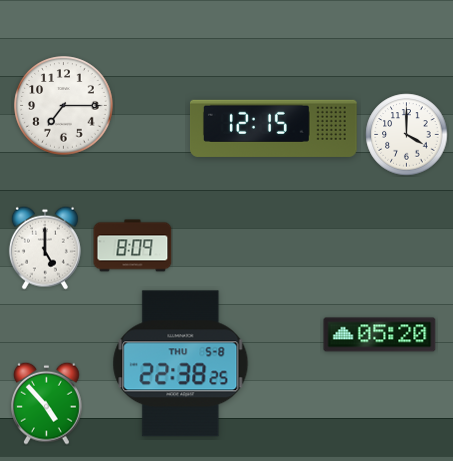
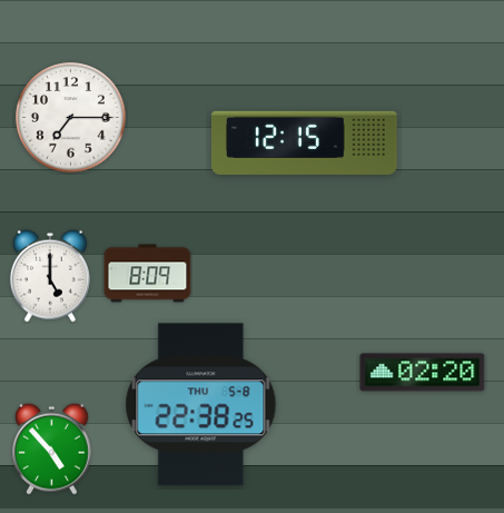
clock at (407, 135): 4:00 -> none
clock at (380, 335): 05:20 -> 02:20
